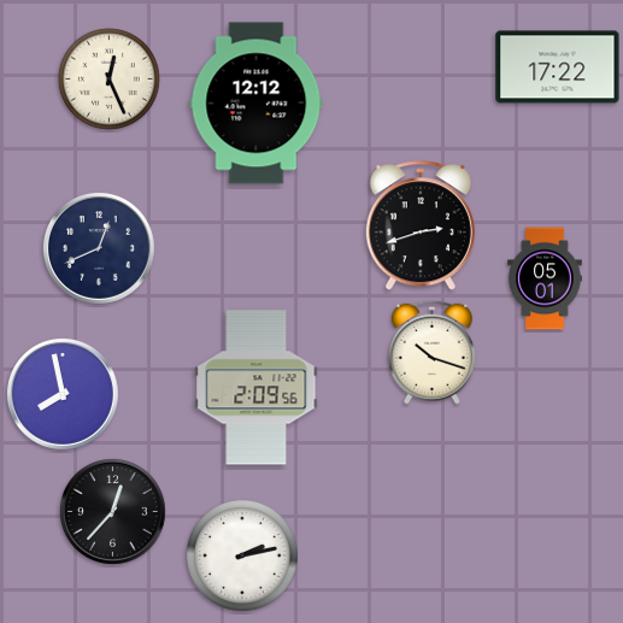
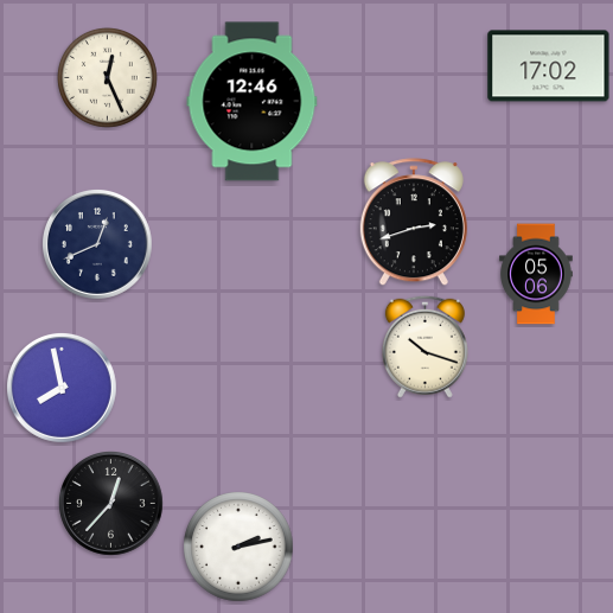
clock at (558, 67): 17:22 -> 17:02
clock at (257, 104): 12:12 -> 12:46
clock at (545, 278): 05:01 -> 05:06
clock at (257, 388): 2:09 -> none
